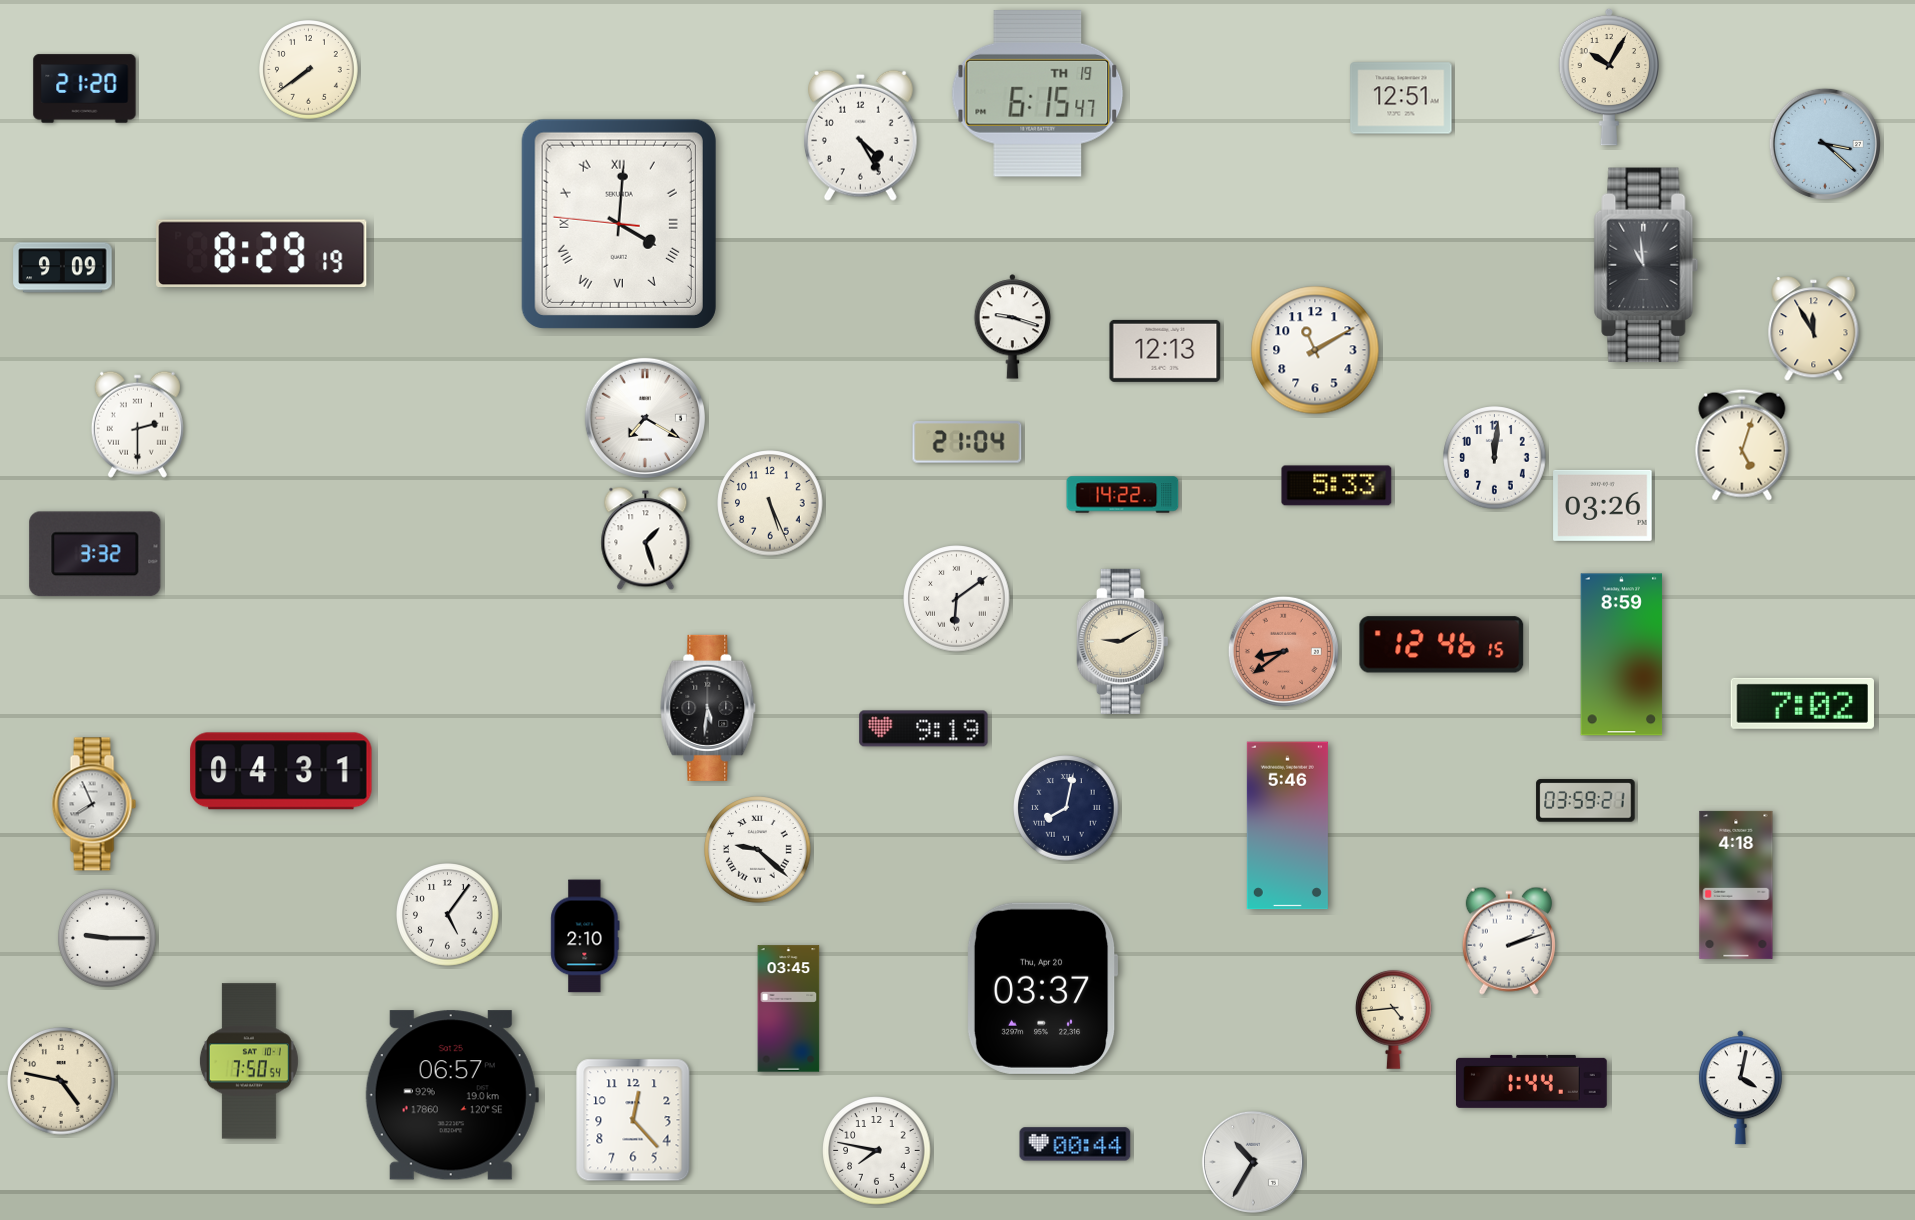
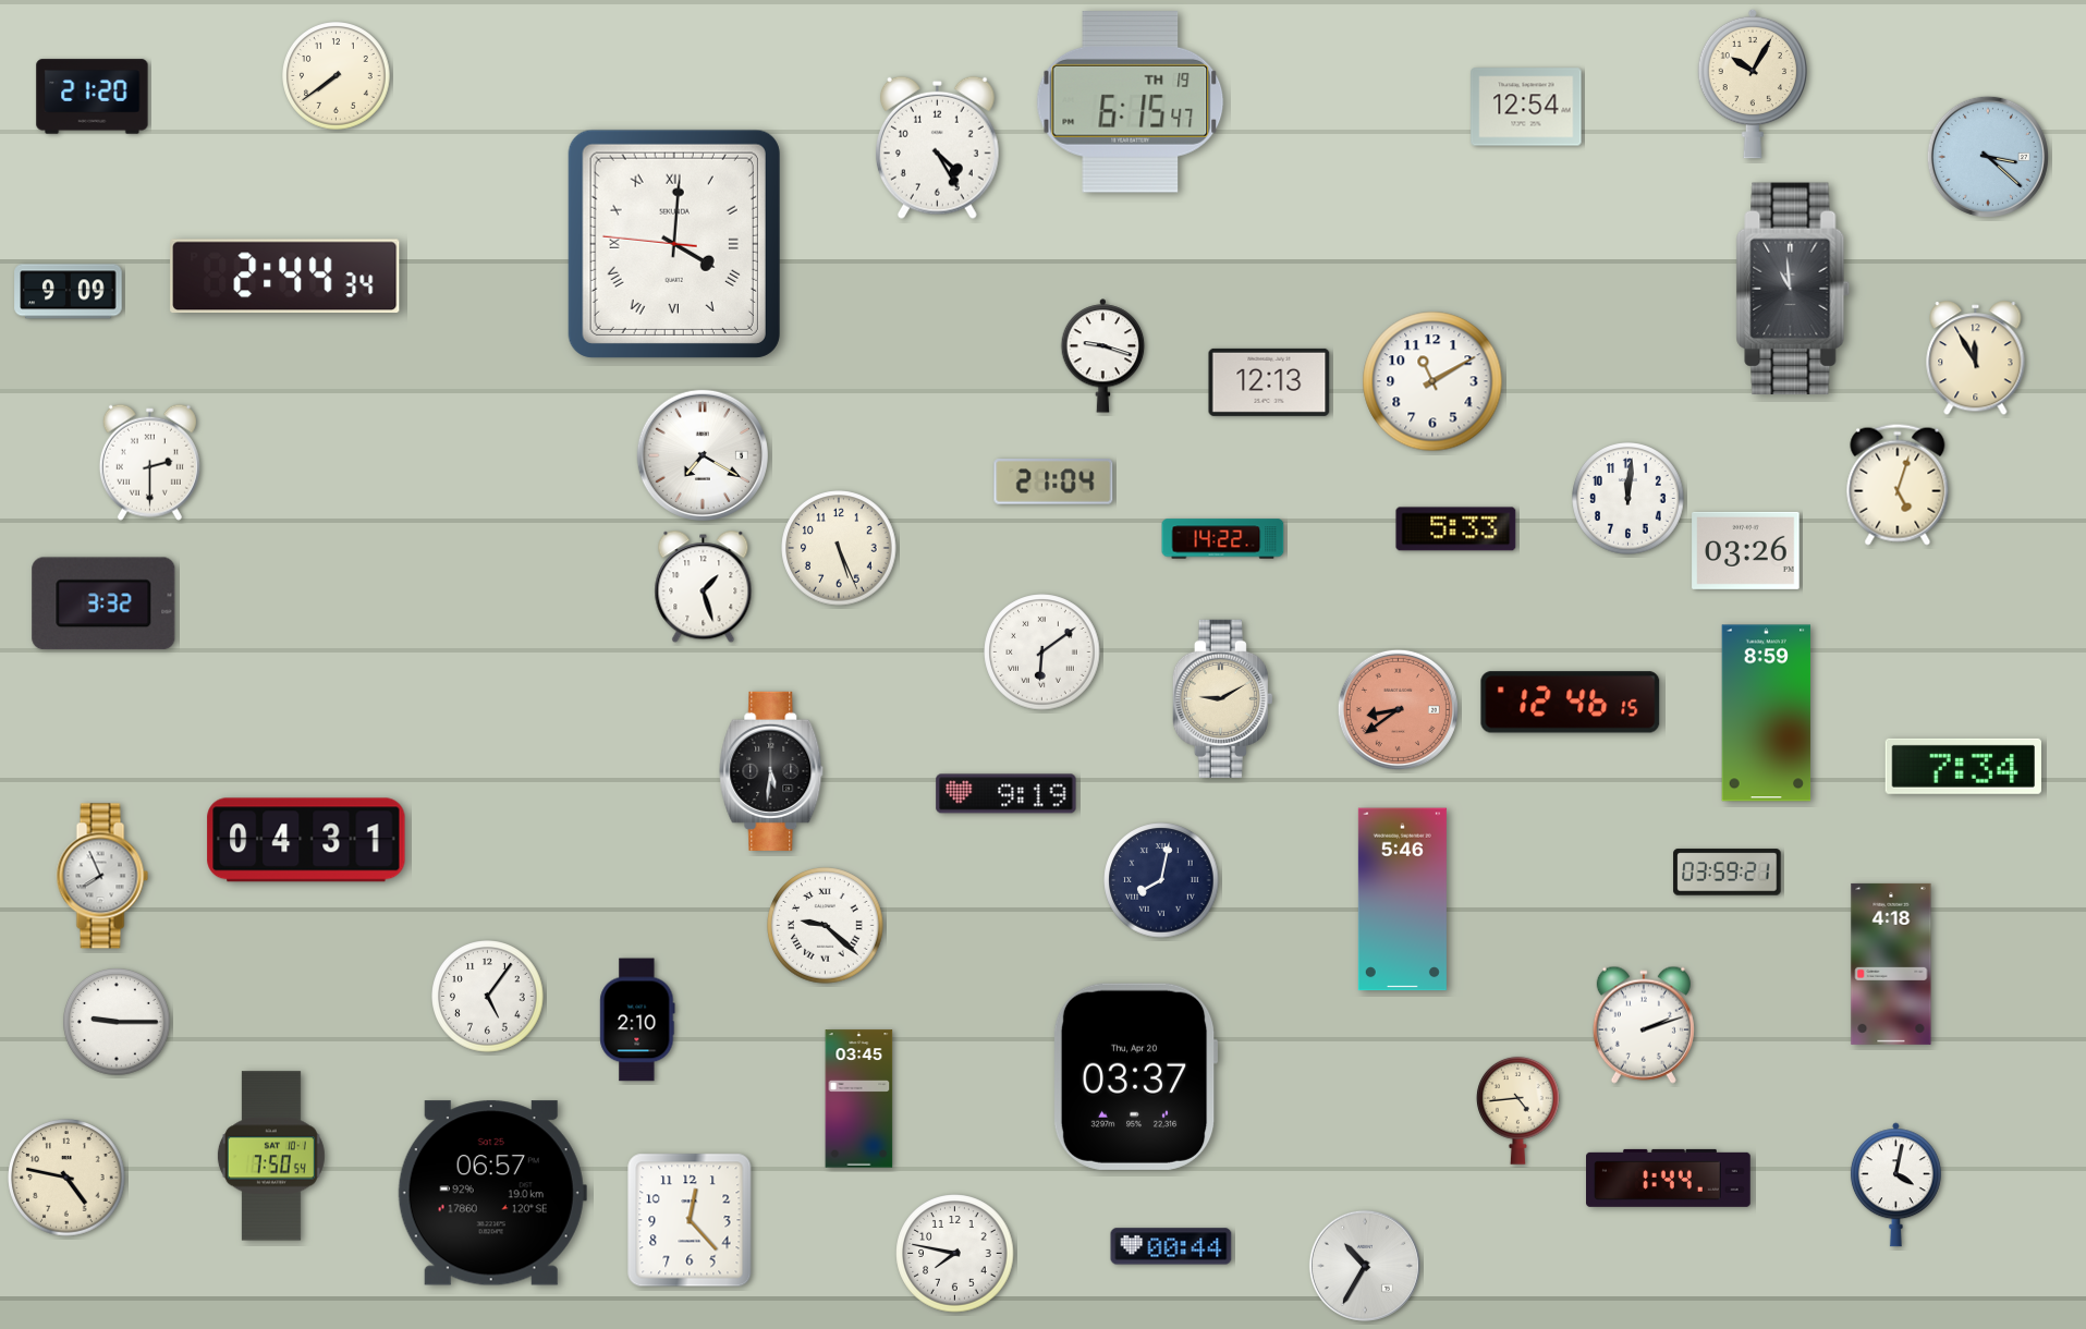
clock at (1401, 98): 12:51 -> 12:54
clock at (262, 253): 8:29 -> 2:44
clock at (1802, 703): 7:02 -> 7:34
